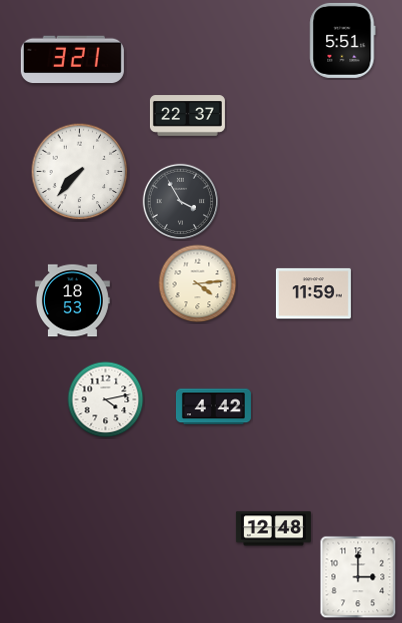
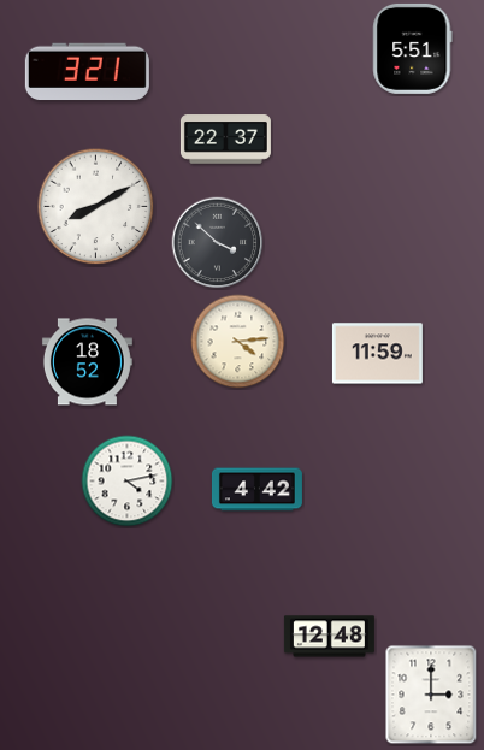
clock at (80, 172): 7:37 -> 8:10
clock at (181, 202): 3:55 -> 3:52
clock at (72, 301): 18:53 -> 18:52
